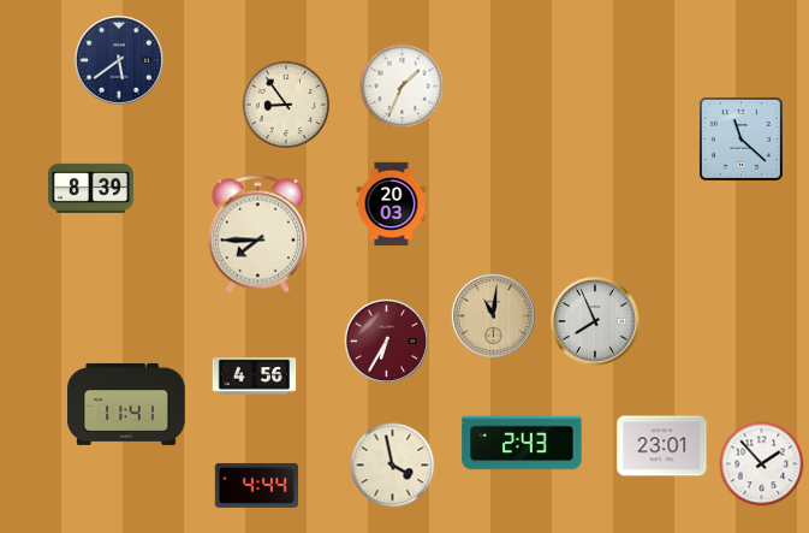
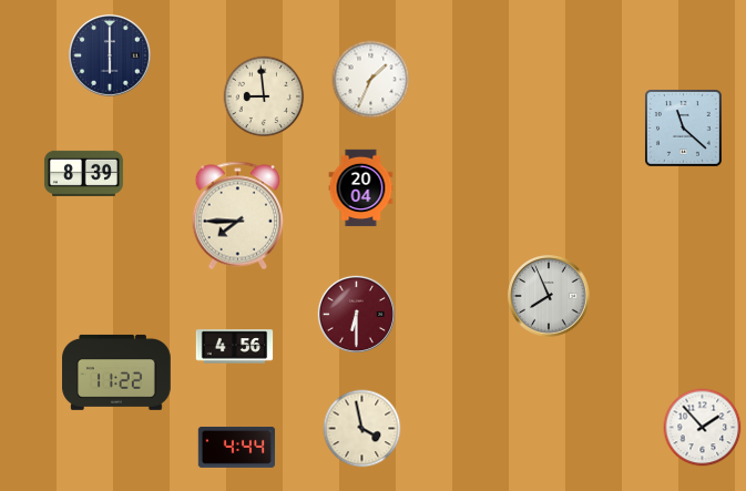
clock at (119, 60): 5:39 -> 6:00
clock at (286, 105): 8:54 -> 8:59
clock at (392, 205): 20:03 -> 20:04
clock at (493, 315): 11:01 -> none
clock at (386, 340): 6:35 -> 6:30
clock at (127, 404): 11:41 -> 11:22
clock at (522, 443): 2:43 -> none
clock at (662, 446): 23:01 -> none
